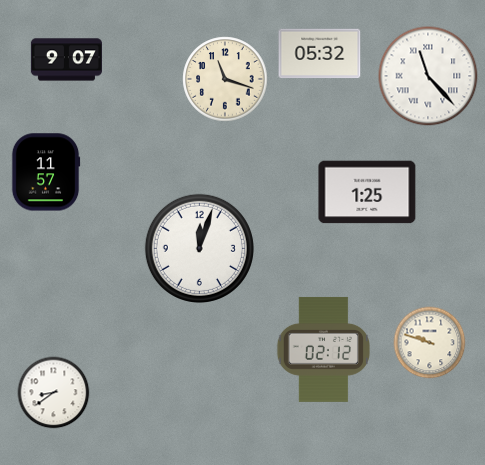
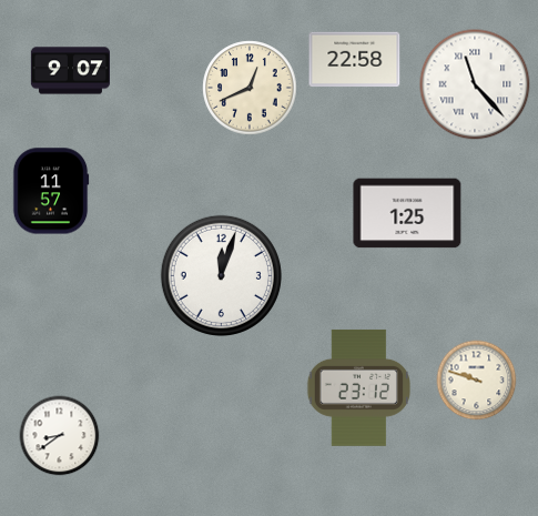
clock at (320, 54): 05:32 -> 22:58
clock at (66, 60) position: (66, 60) -> (70, 71)
clock at (225, 79): 11:18 -> 12:41
clock at (323, 349): 02:12 -> 23:12
